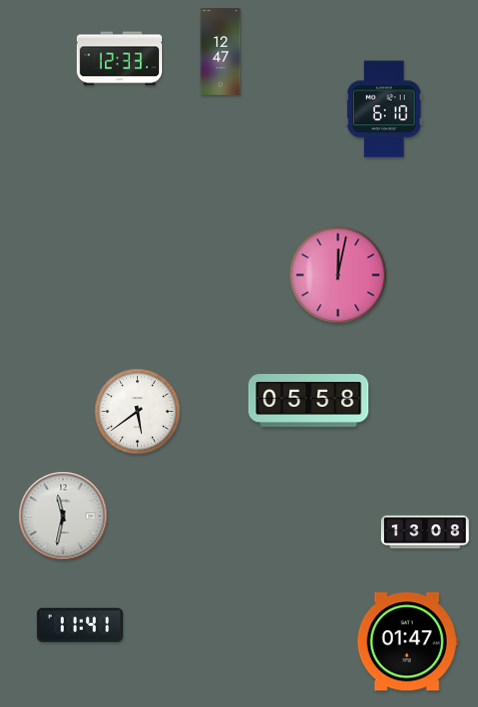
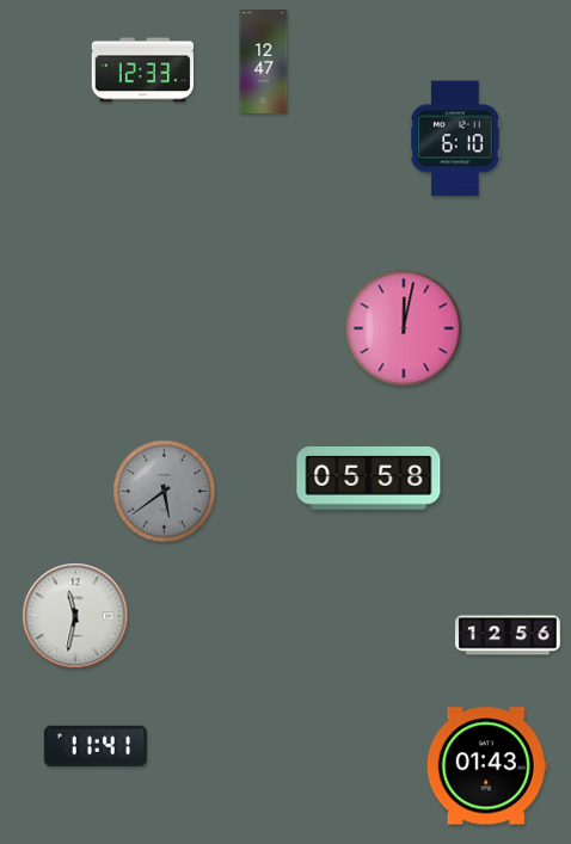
clock at (384, 109) position: (384, 109) -> (455, 138)
clock at (138, 412) dial: white -> grey
clock at (426, 532): 13:08 -> 12:56
clock at (407, 642): 01:47 -> 01:43
